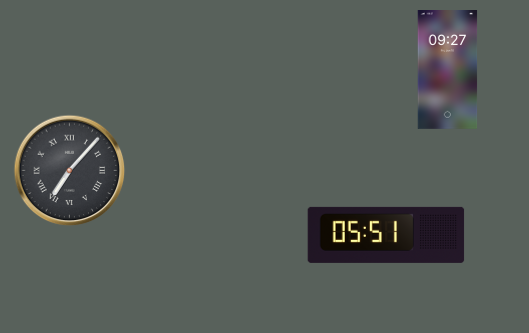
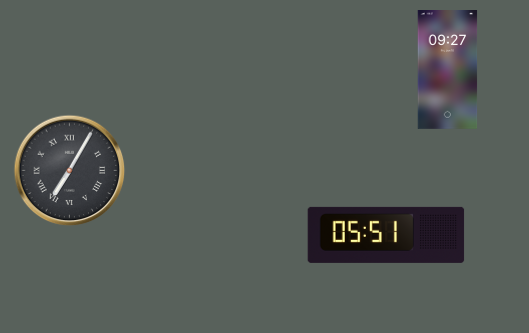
clock at (70, 171): 7:07 -> 7:05
